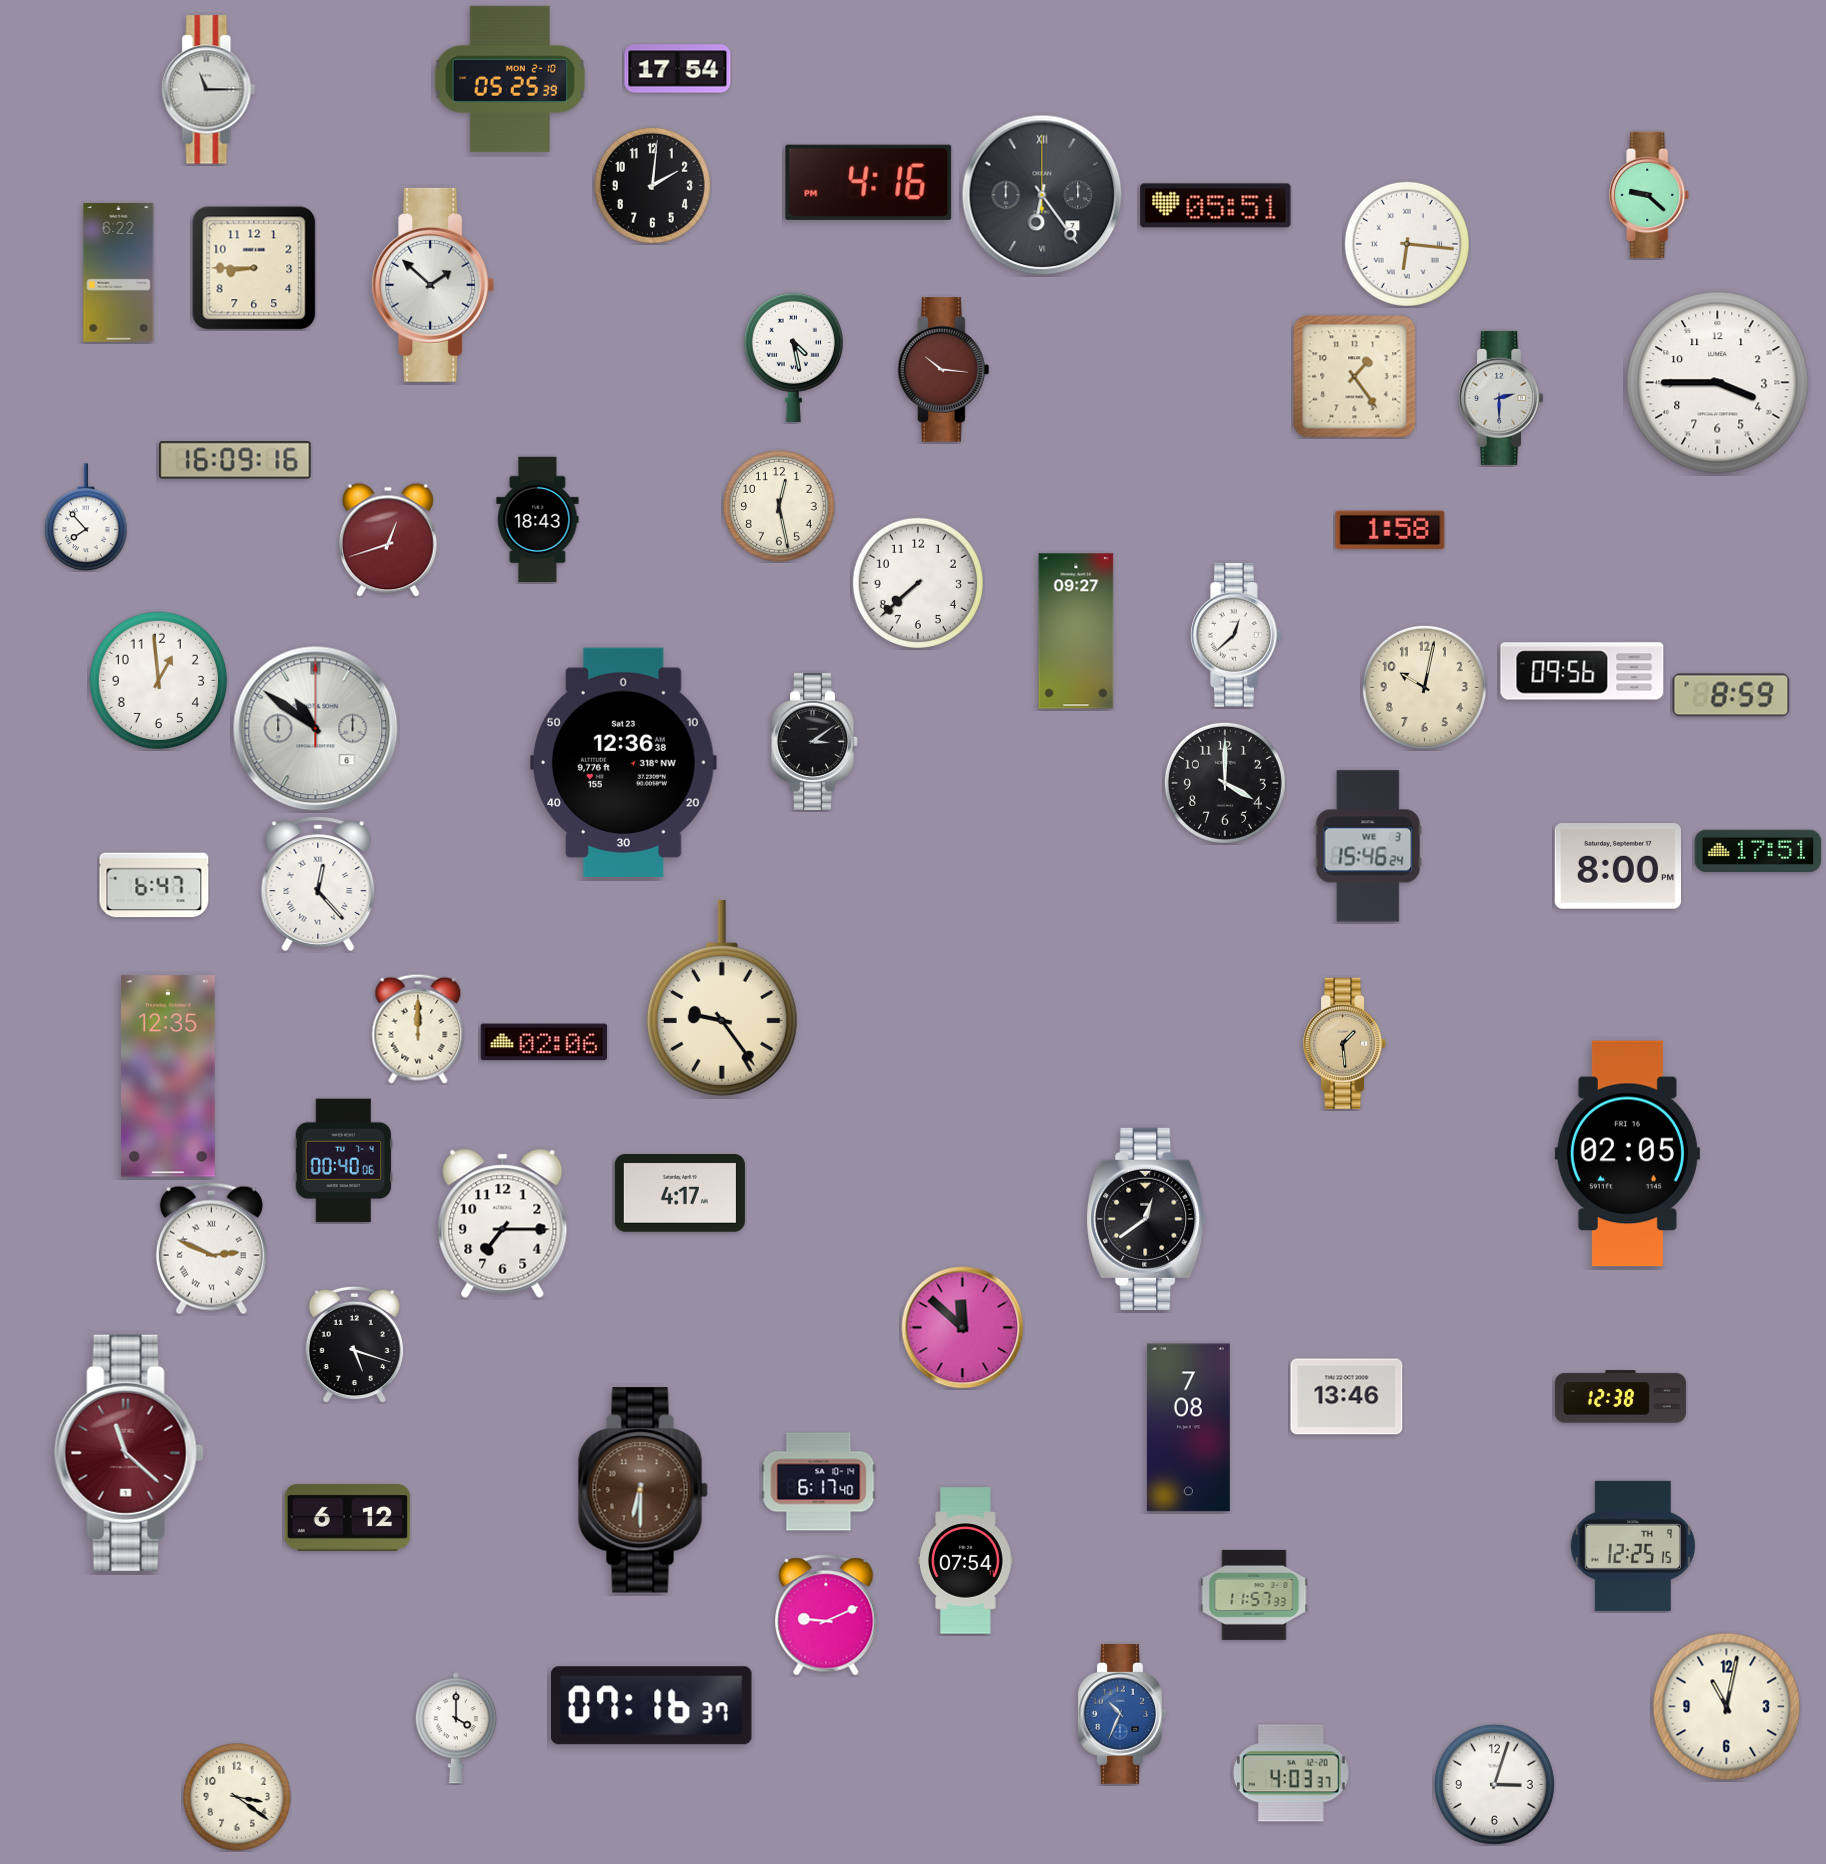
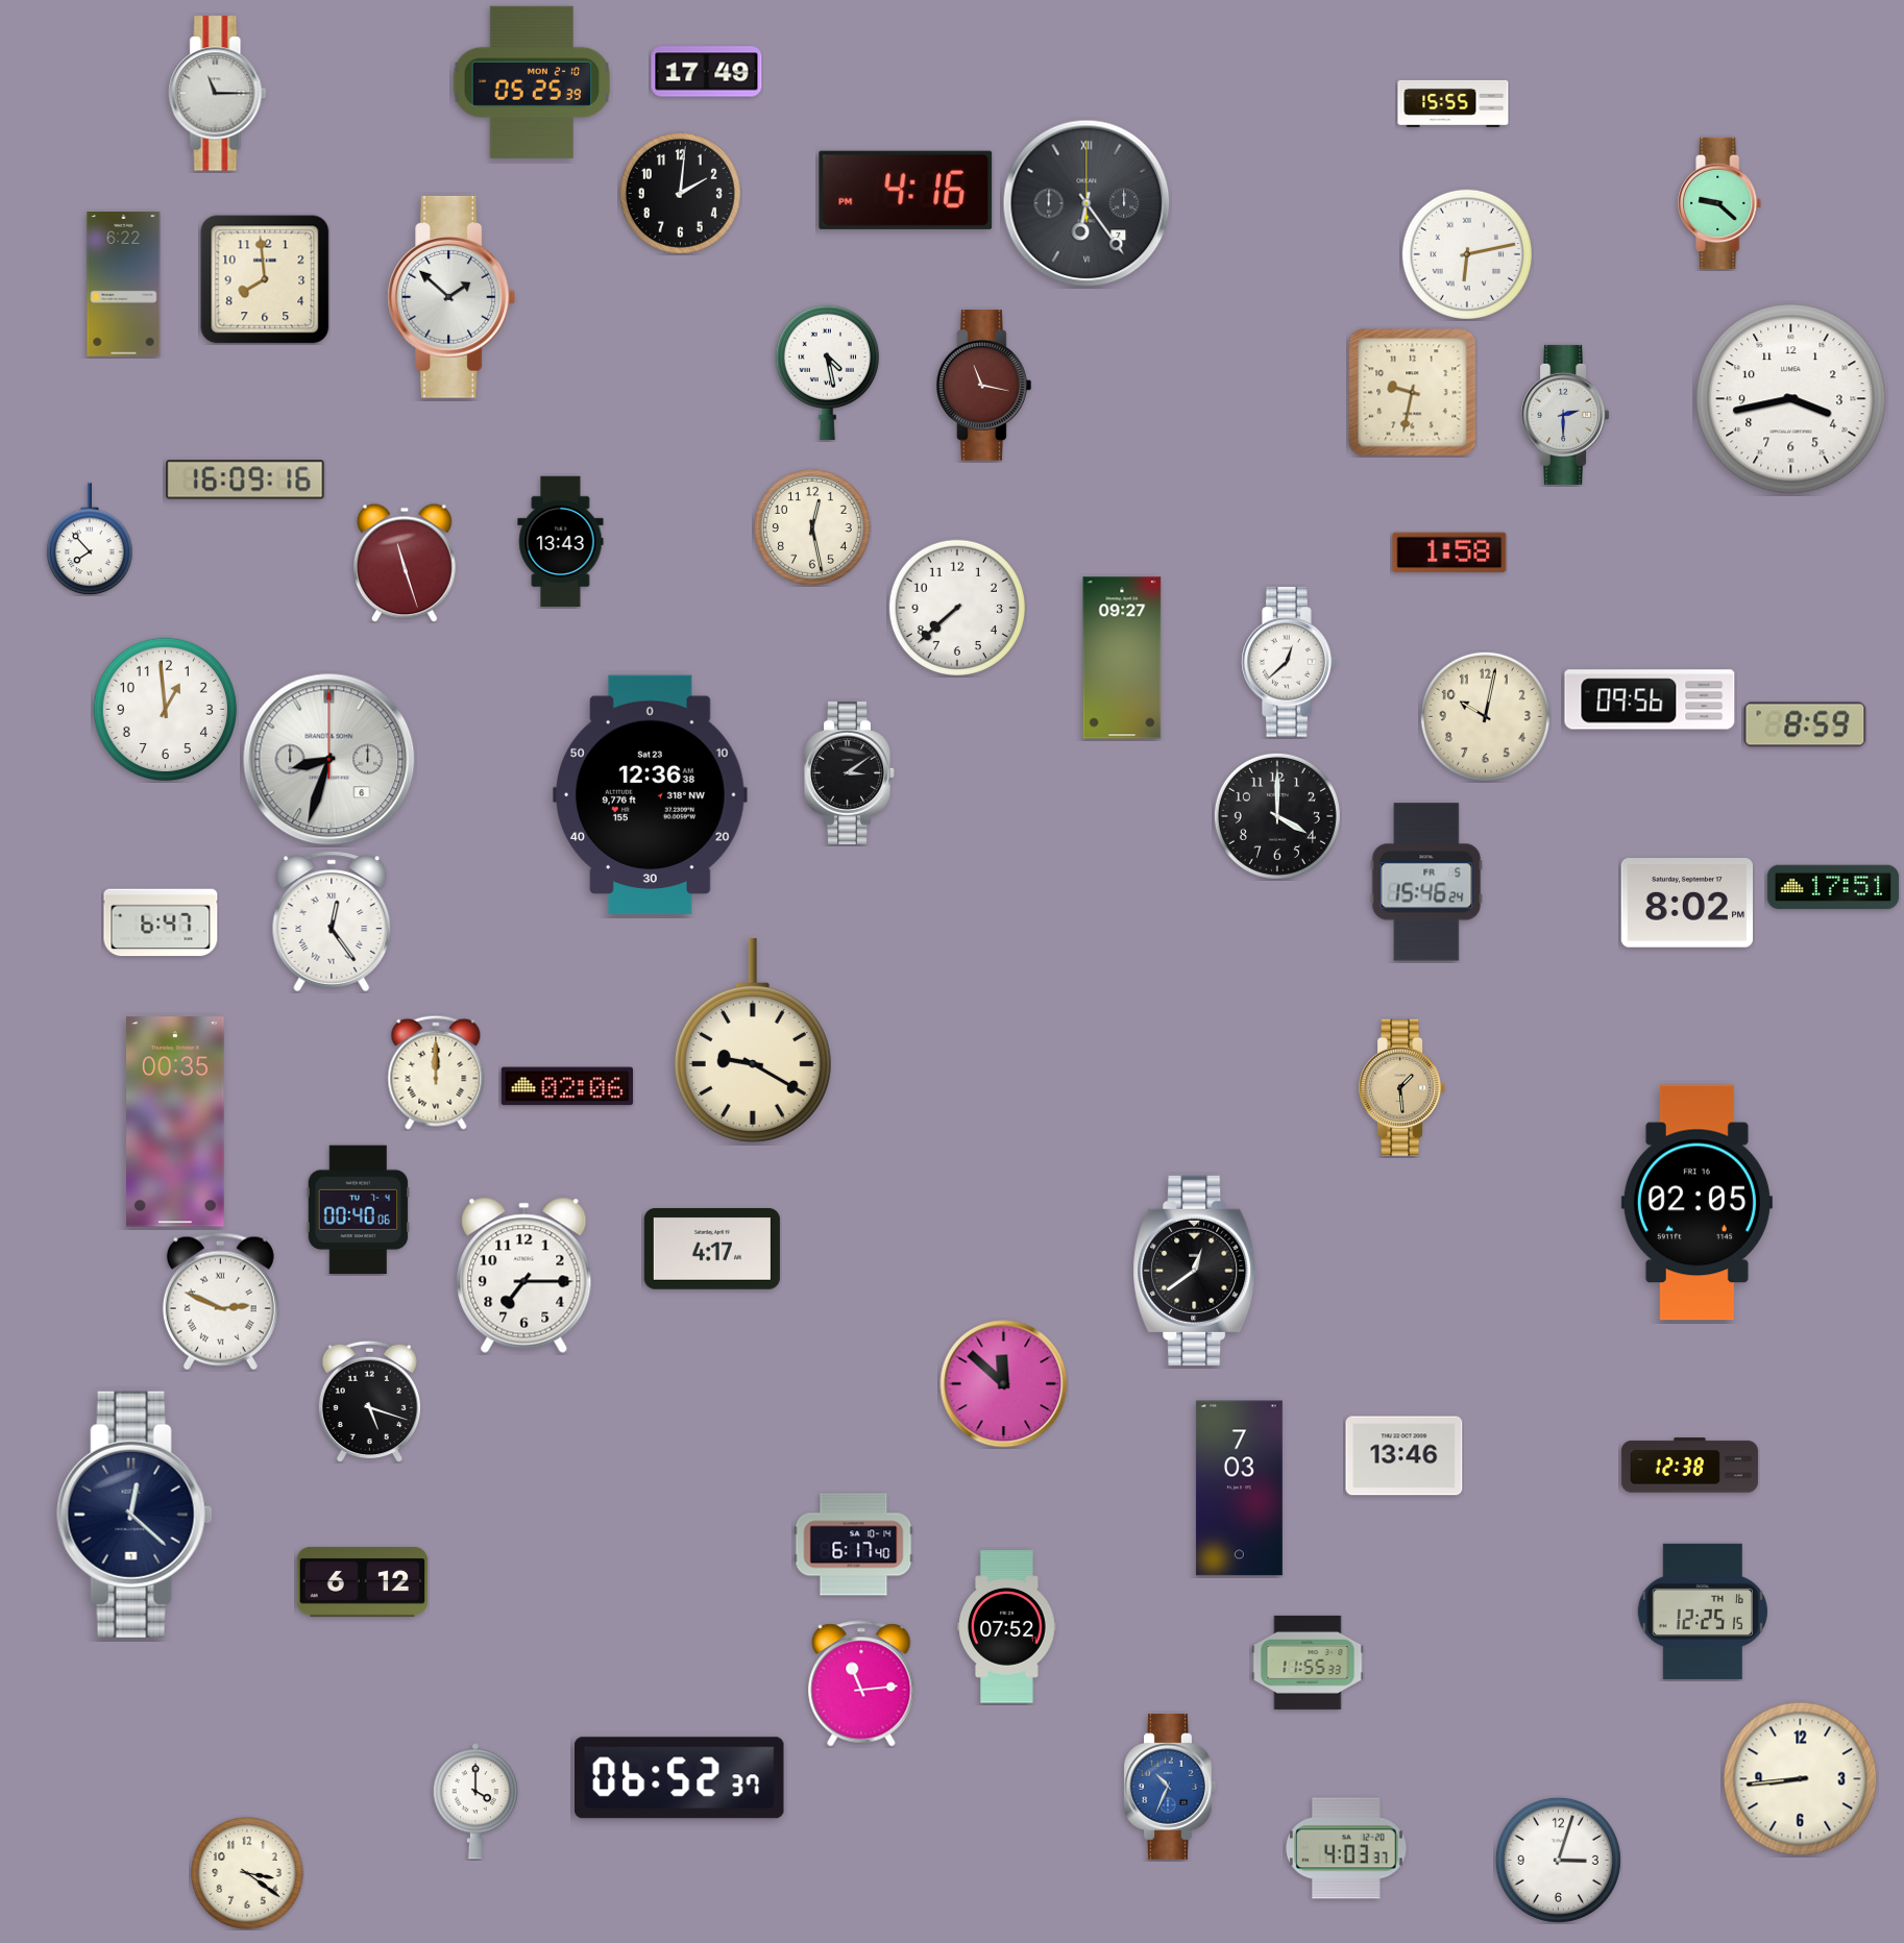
clock at (678, 69): 17:54 -> 17:49
clock at (1454, 103): none -> 15:55
clock at (1216, 206): 05:51 -> none
clock at (1407, 244): 6:16 -> 6:13
clock at (254, 268): 8:45 -> 7:59
clock at (944, 370): 10:16 -> 11:17
clock at (1355, 377): 1:24 -> 9:32
clock at (1718, 383): 3:45 -> 3:43
clock at (538, 520): 18:43 -> 13:43
clock at (388, 540): 12:42 -> 11:27
clock at (316, 729): 10:51 -> 8:33
clock at (1368, 846) date: WE 3 -> FR 5
clock at (1617, 867): 8:00 -> 8:02
clock at (318, 884): 12:23 -> 12:24
clock at (722, 998): 9:24 -> 9:20
clock at (169, 1076): 12:35 -> 00:35
clock at (680, 1194) position: (680, 1194) -> (712, 1250)
clock at (1620, 1397) position: (1620, 1397) -> (1689, 1466)
clock at (1188, 1428): 7:08 -> 7:03
clock at (129, 1453): 11:22 -> 12:22
clock at (129, 1453) dial: burgundy -> navy
clock at (643, 1490): 6:30 -> none
clock at (1633, 1546) date: TH 9 -> TH 16
clock at (966, 1561): 07:54 -> 07:52
clock at (1254, 1595): 11:57 -> 11:55
clock at (826, 1615): 9:11 -> 11:14
clock at (652, 1706): 07:16 -> 06:52
clock at (1727, 1707): 11:02 -> 8:44
